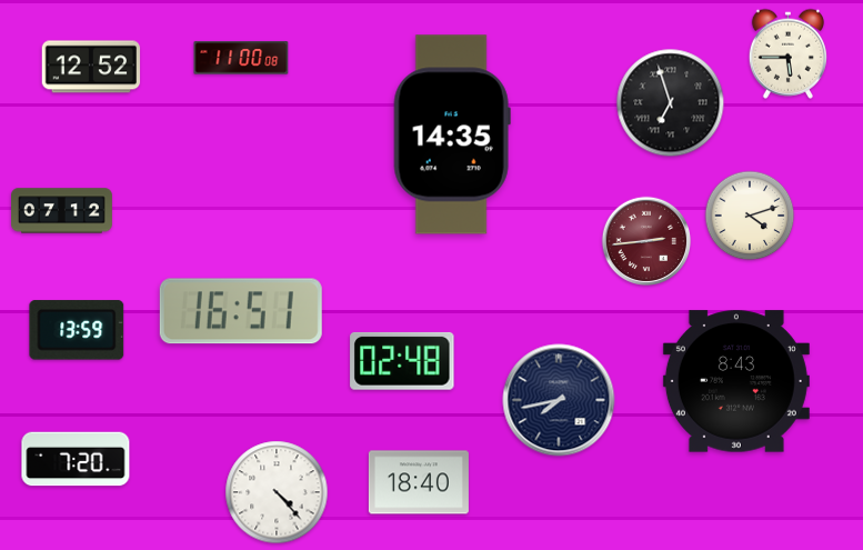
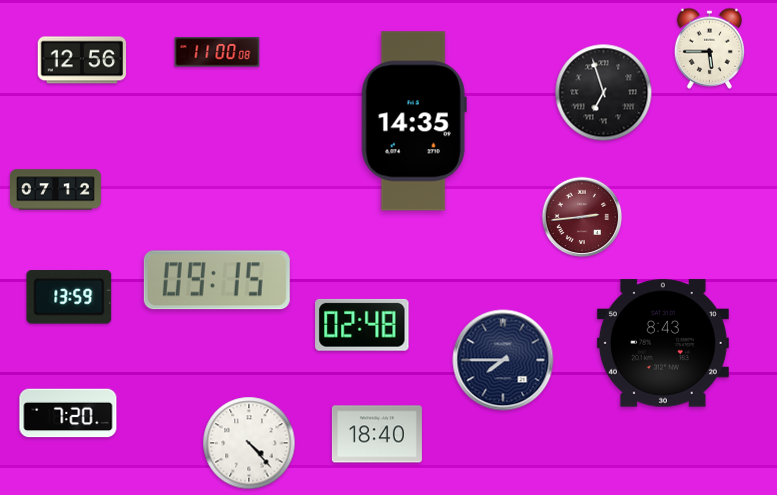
clock at (91, 67): 12:52 -> 12:56
clock at (452, 134) position: (452, 134) -> (414, 121)
clock at (750, 216): 4:12 -> none
clock at (241, 311): 16:51 -> 09:15
clock at (559, 400): 7:43 -> 7:45
